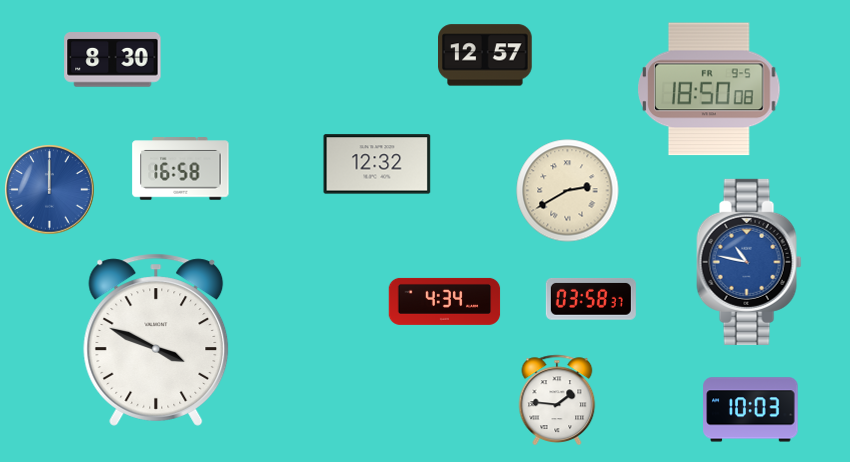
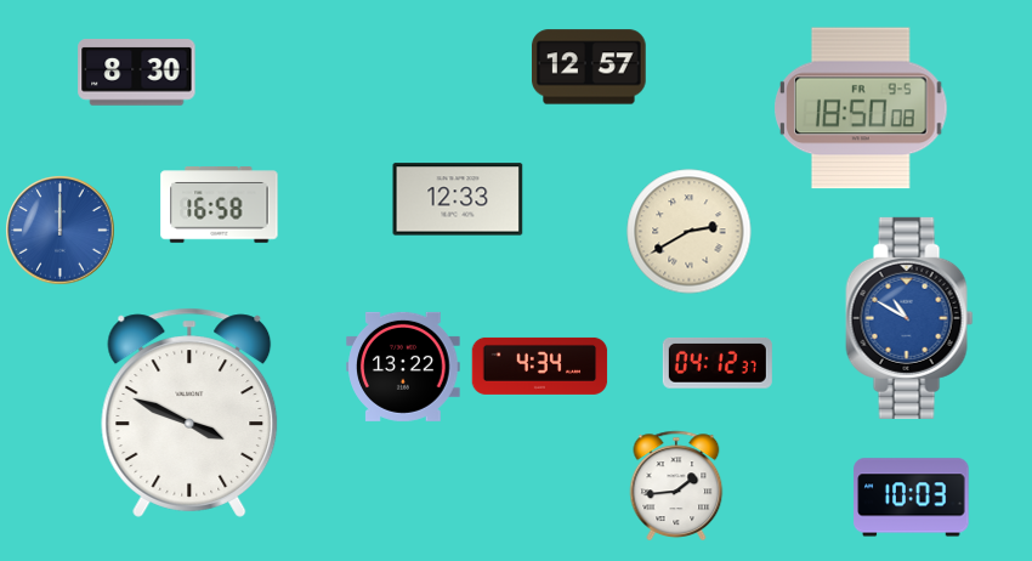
clock at (377, 164): 12:32 -> 12:33
clock at (749, 262): 10:47 -> 10:50
clock at (591, 299): 03:58 -> 04:12
clock at (403, 367): none -> 13:22
clock at (557, 399): 1:46 -> 1:44
